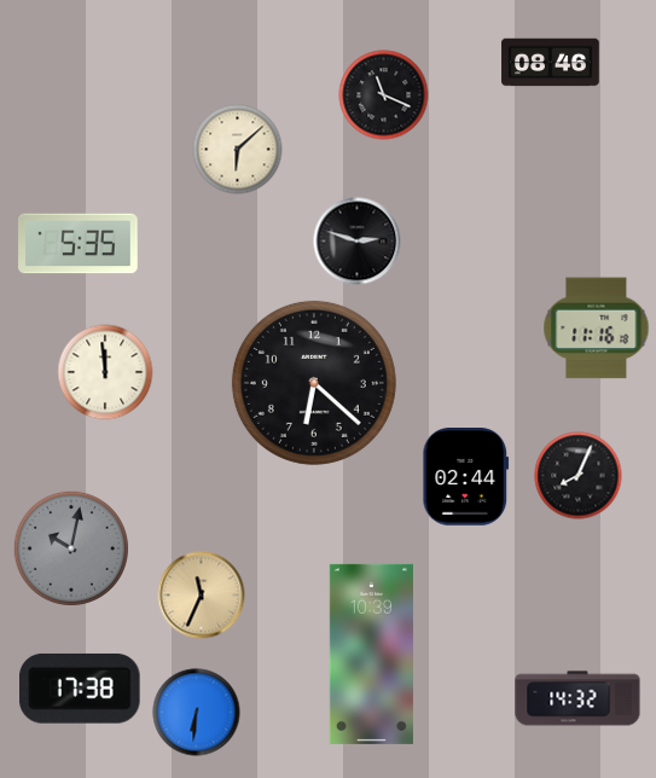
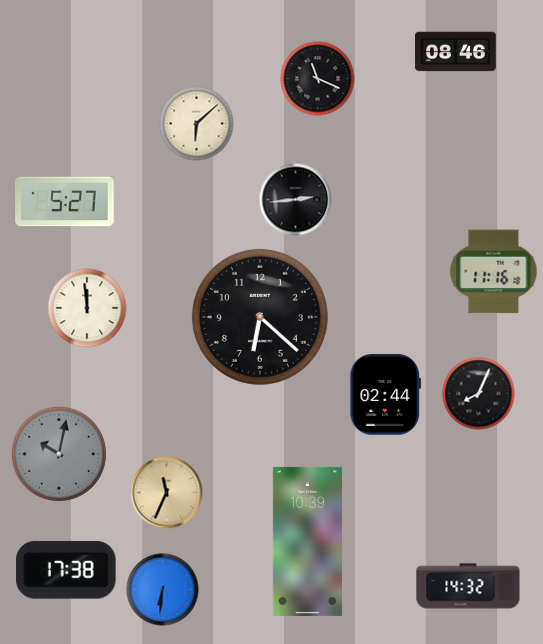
clock at (358, 242): 2:48 -> 2:44
clock at (79, 244): 5:35 -> 5:27
clock at (577, 698) position: (577, 698) -> (468, 586)
